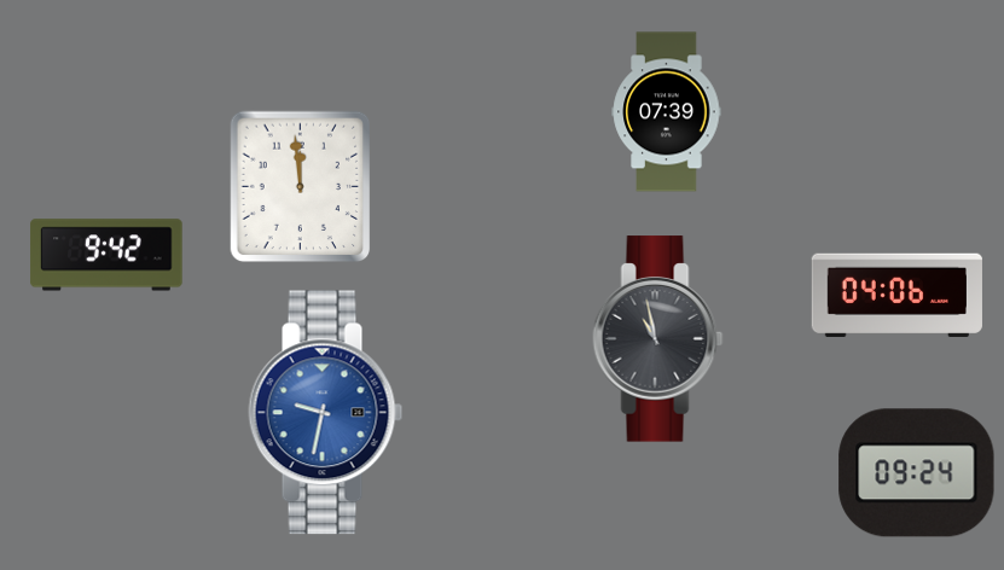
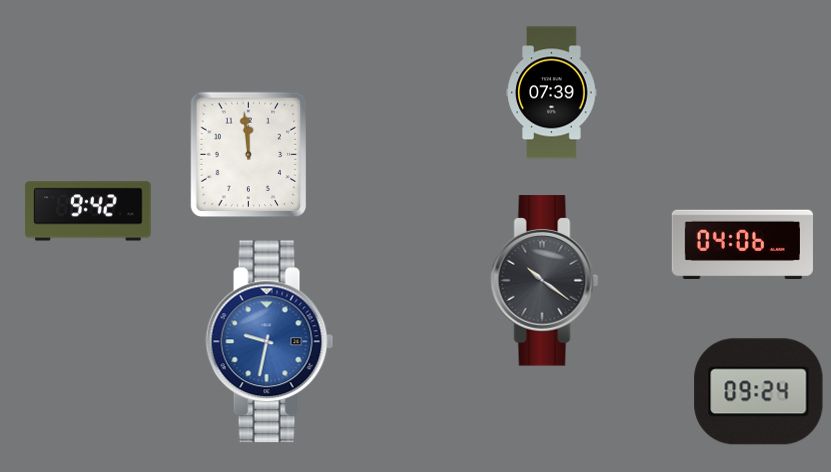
clock at (658, 339): 10:58 -> 10:21
